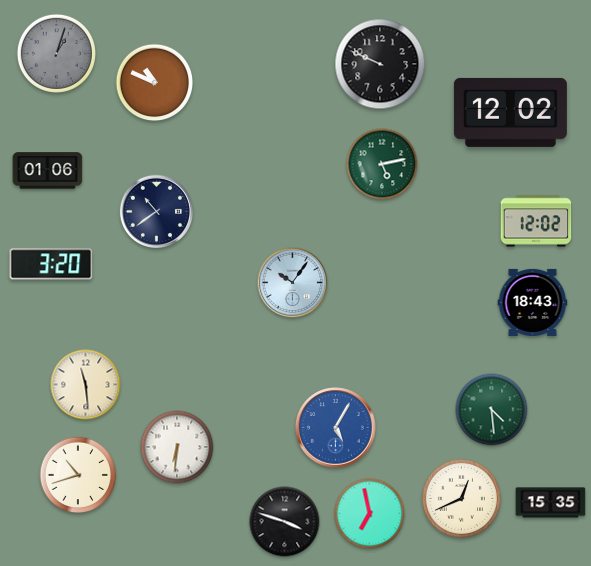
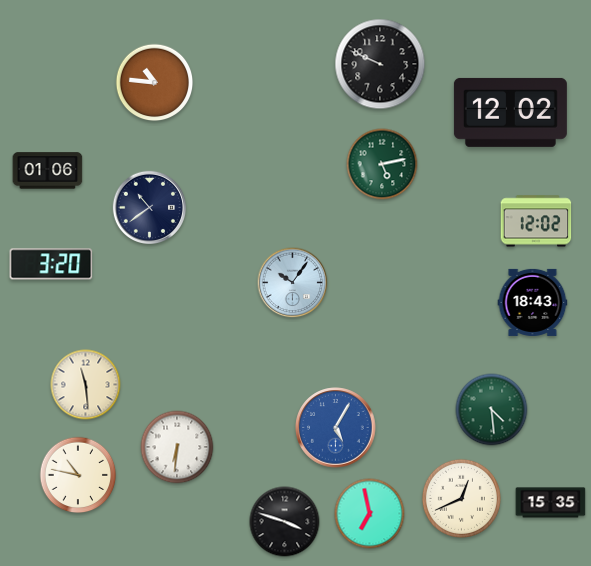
clock at (56, 53): 1:03 -> none
clock at (155, 83): 10:49 -> 10:46
clock at (156, 211) position: (156, 211) -> (149, 207)
clock at (78, 475): 10:42 -> 10:47
